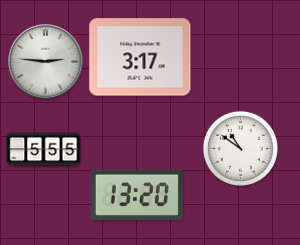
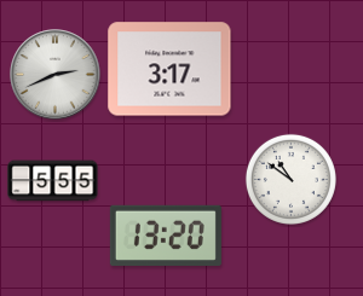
clock at (46, 62): 2:46 -> 2:41
